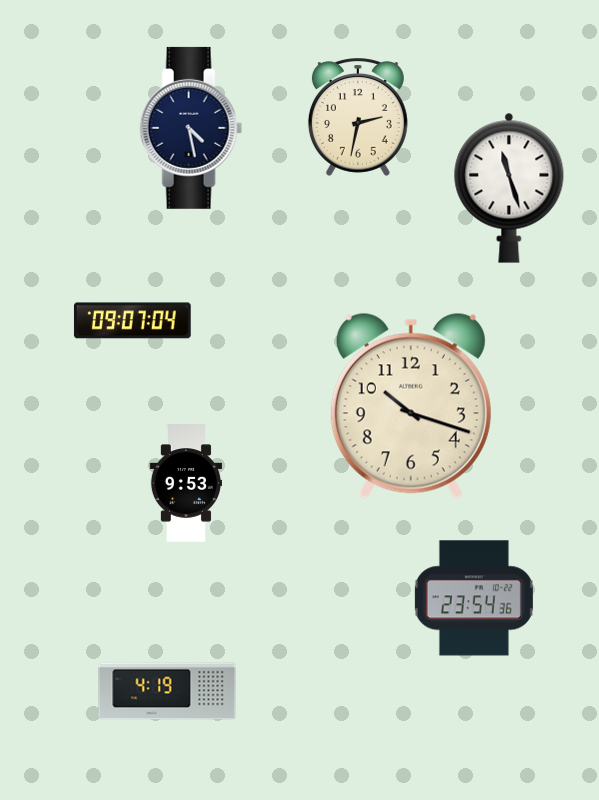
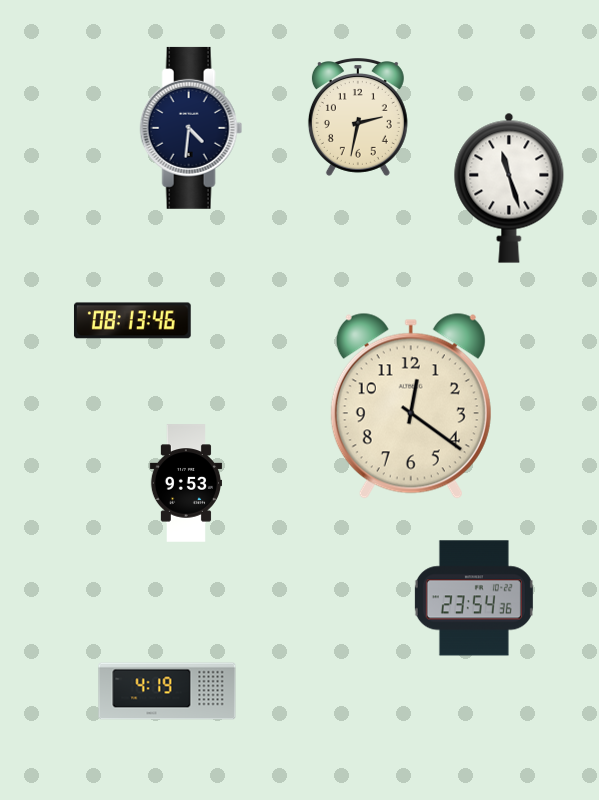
clock at (191, 128): 4:28 -> 4:31
clock at (132, 321): 09:07 -> 08:13
clock at (411, 406): 10:18 -> 12:21
